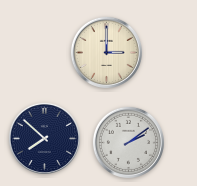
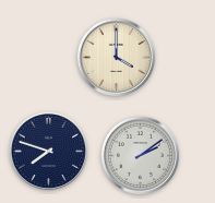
clock at (106, 52): 3:00 -> 4:00
clock at (44, 138): 7:52 -> 7:48
